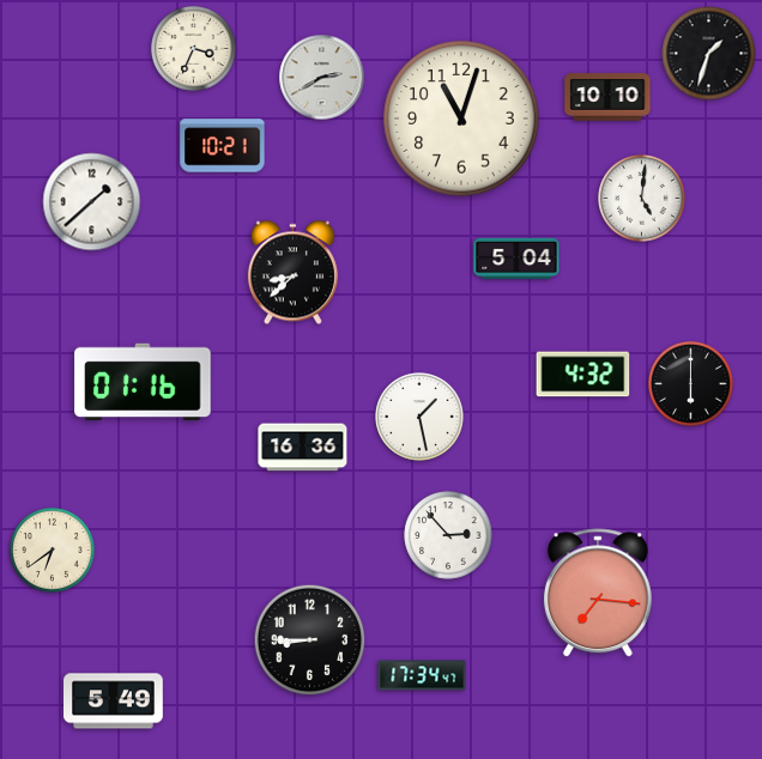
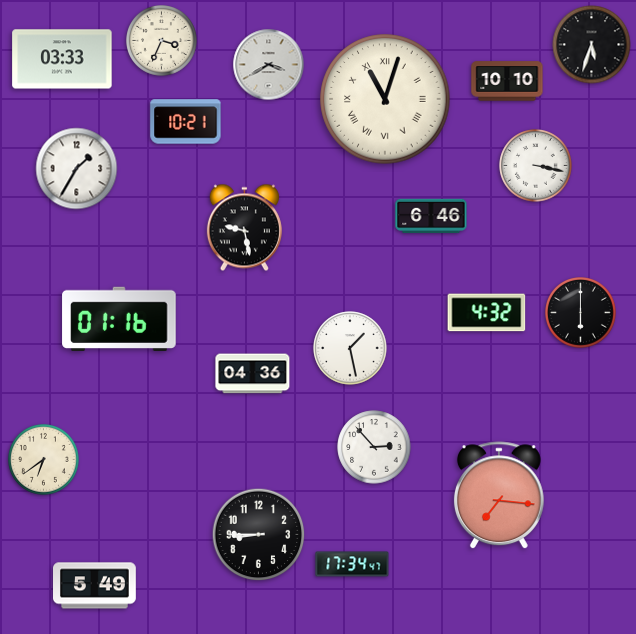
clock at (709, 54): 1:33 -> 5:33
clock at (62, 59): none -> 03:33
clock at (322, 78): 2:40 -> 3:40
clock at (461, 119) numerals: Arabic -> Roman
clock at (642, 199): 5:01 -> 3:17
clock at (92, 202): 1:38 -> 1:35
clock at (516, 259): 5:04 -> 6:46
clock at (292, 273): 8:38 -> 9:28
clock at (691, 384) position: (691, 384) -> (581, 313)
clock at (303, 448): 16:36 -> 04:36
